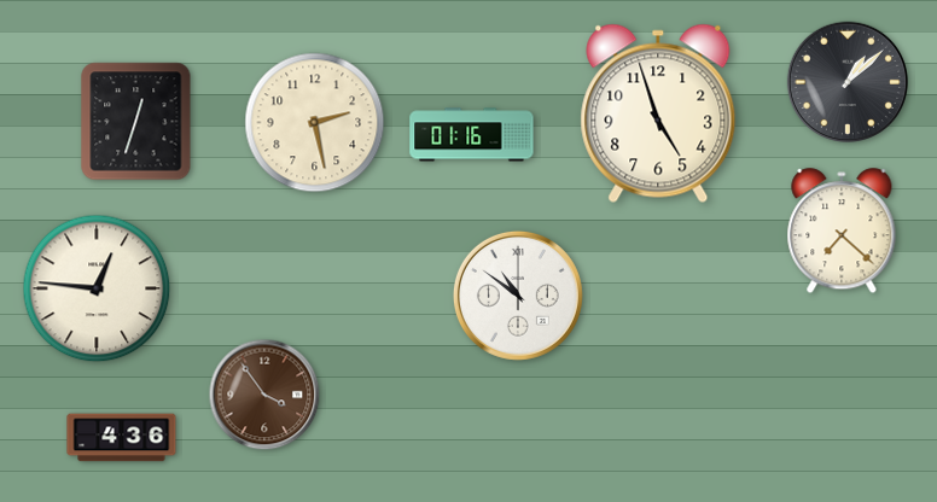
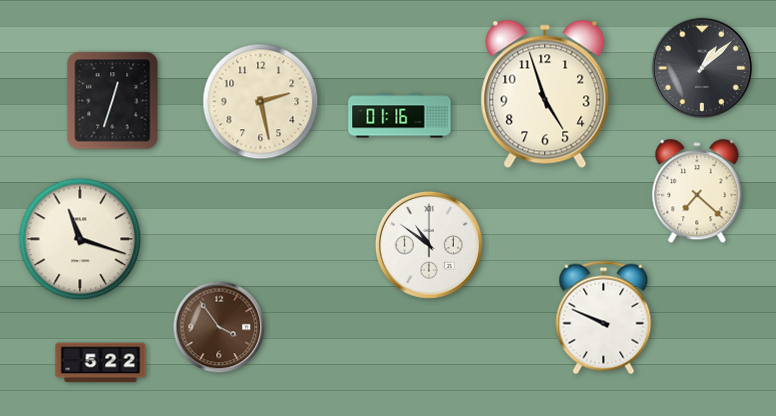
clock at (472, 135) position: (472, 135) -> (400, 116)
clock at (97, 288): 12:46 -> 11:18
clock at (604, 318): none -> 9:49
clock at (122, 438): 4:36 -> 5:22
